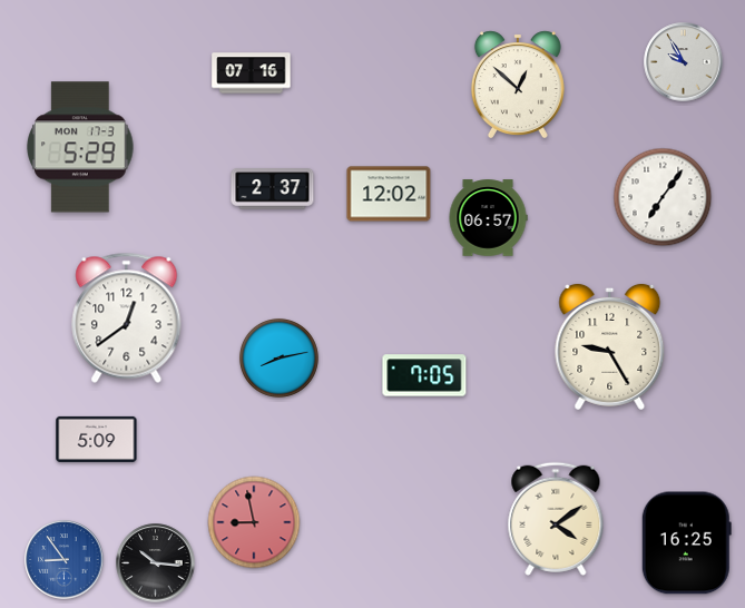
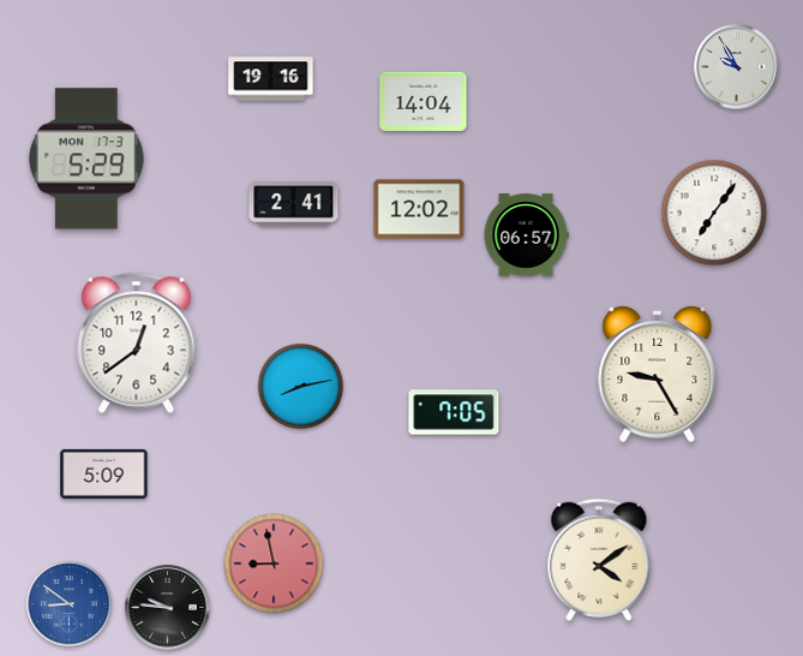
clock at (252, 73): 07:16 -> 19:16
clock at (518, 84): 12:52 -> none
clock at (424, 101): none -> 14:04
clock at (273, 189): 2:37 -> 2:41
clock at (424, 375) position: (424, 375) -> (454, 412)
clock at (686, 543): 16:25 -> none
clock at (65, 560): 8:54 -> 8:51
clock at (156, 563): 10:16 -> 9:46
